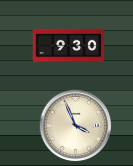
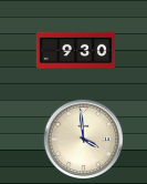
clock at (76, 126): 3:56 -> 3:59
